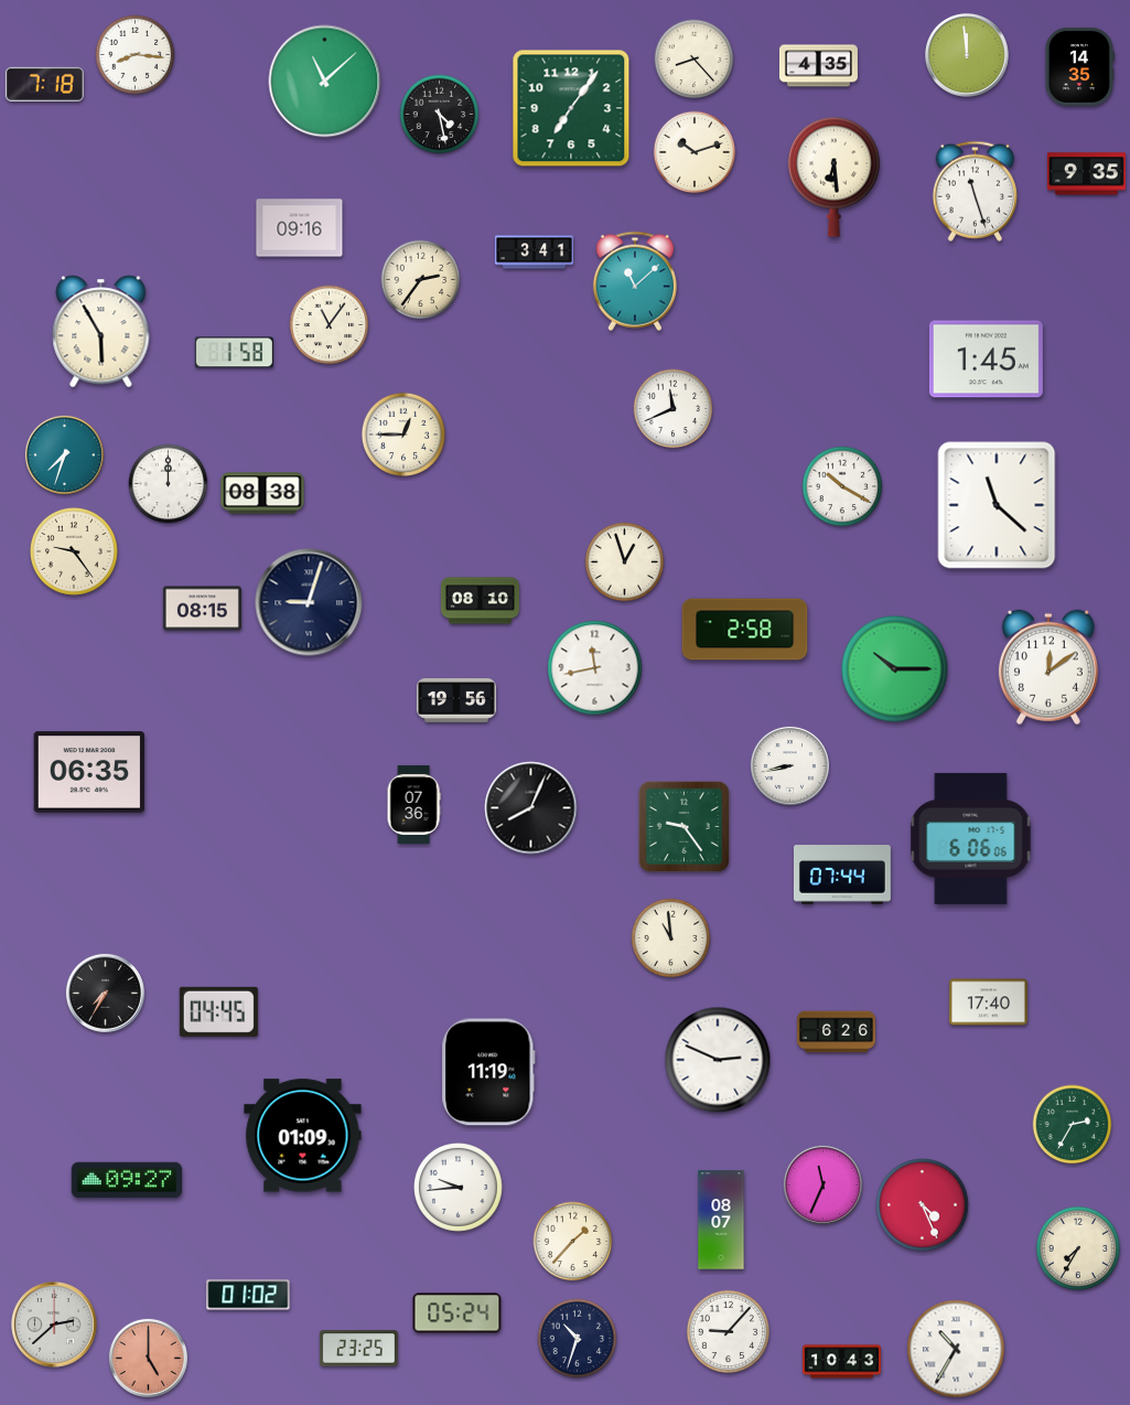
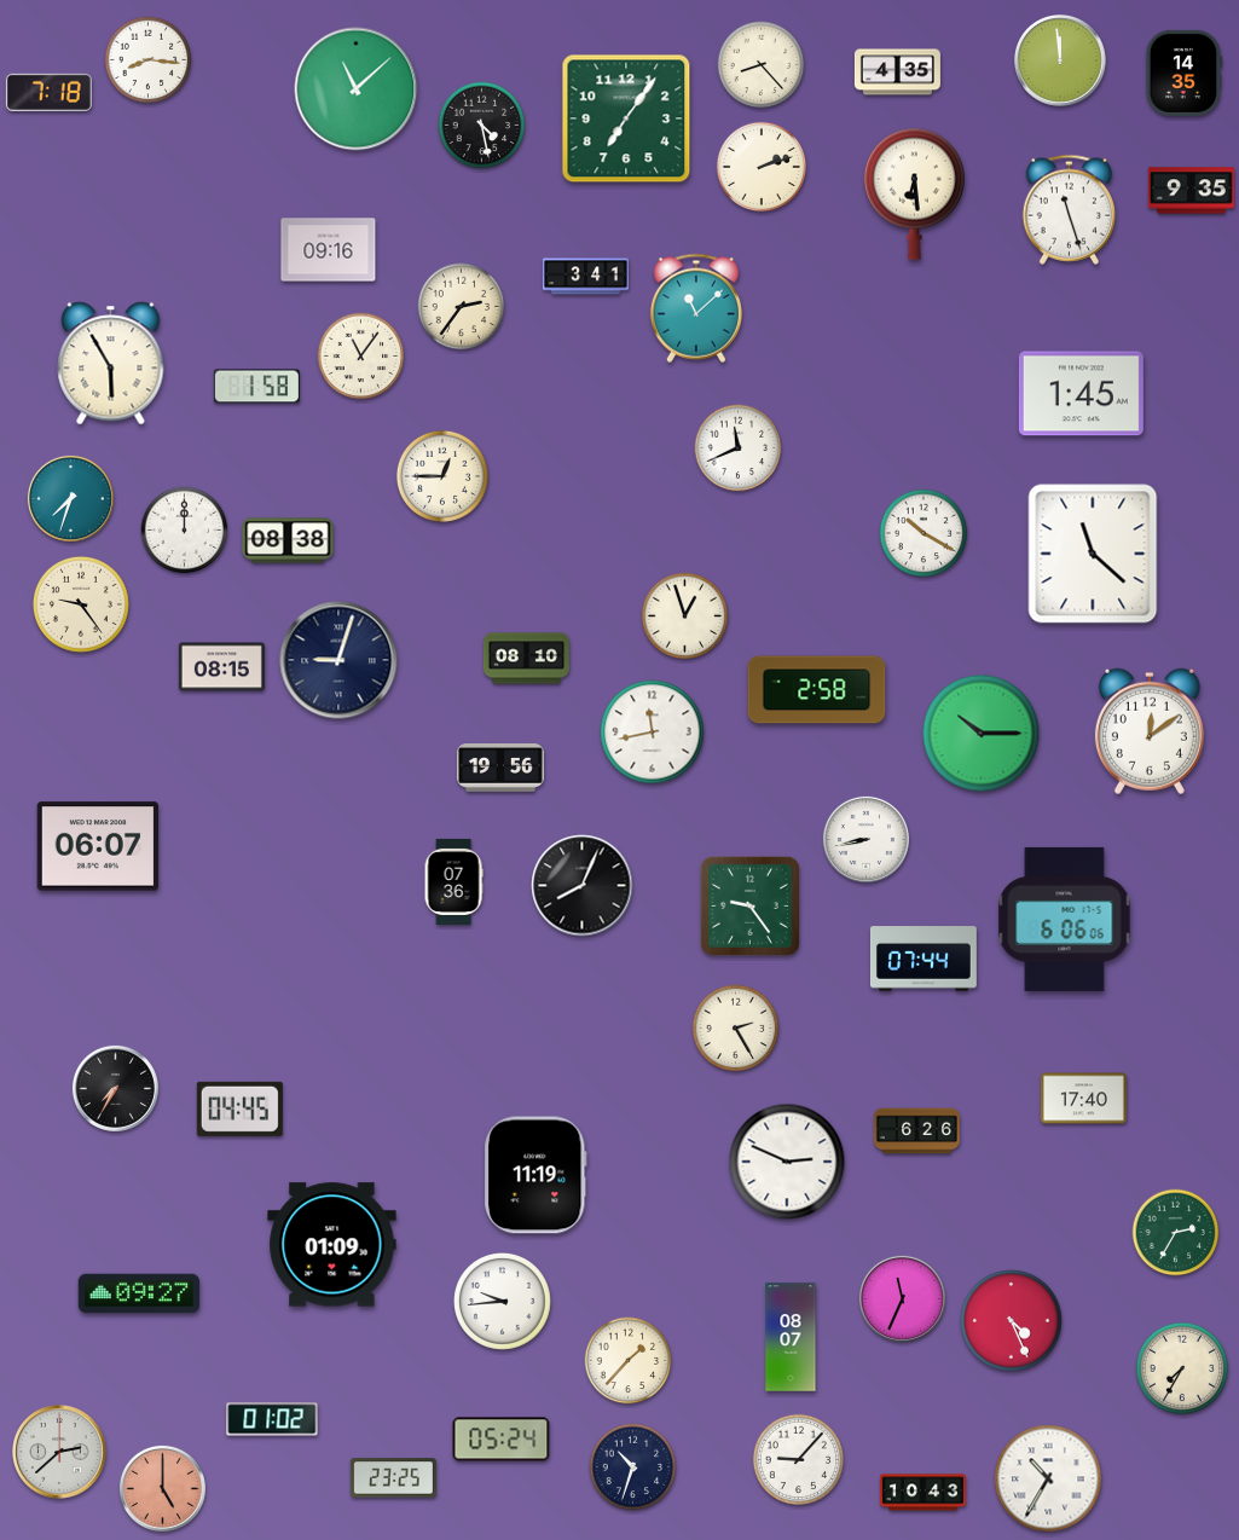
clock at (695, 152): 10:12 -> 2:12
clock at (88, 772): 06:35 -> 06:07
clock at (671, 939): 10:59 -> 2:25
